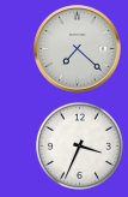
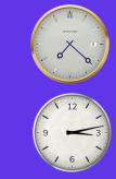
clock at (79, 145): 3:34 -> 3:13
